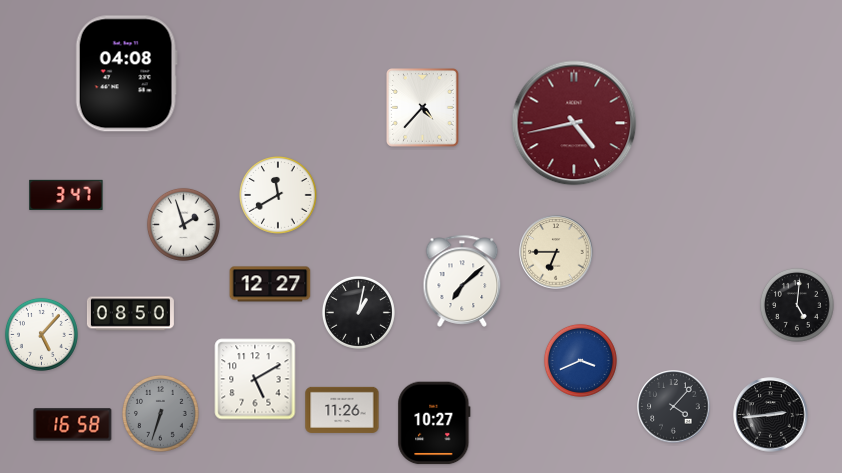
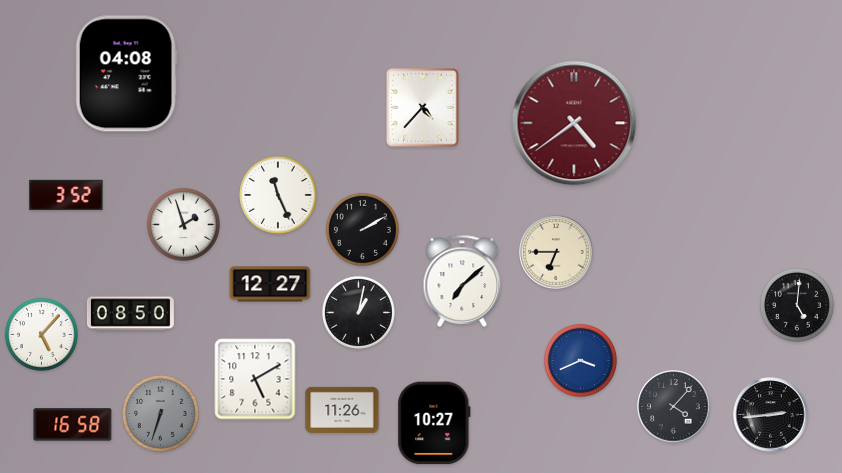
clock at (574, 123): 4:43 -> 4:39
clock at (66, 195): 3:47 -> 3:52
clock at (278, 195): 11:40 -> 11:26
clock at (362, 229): none -> 2:10
